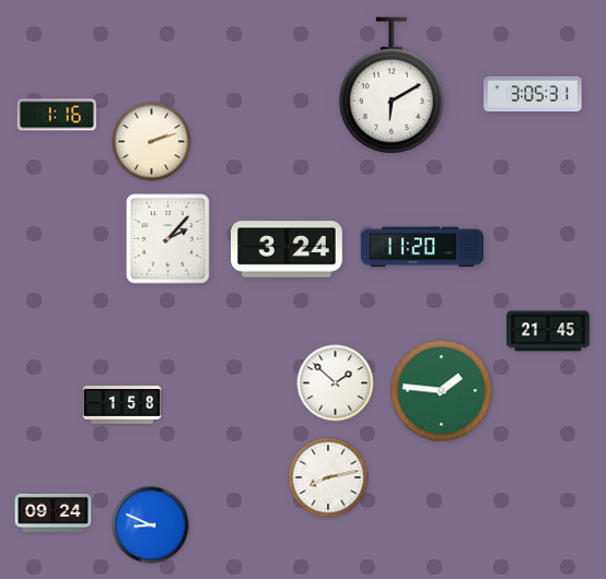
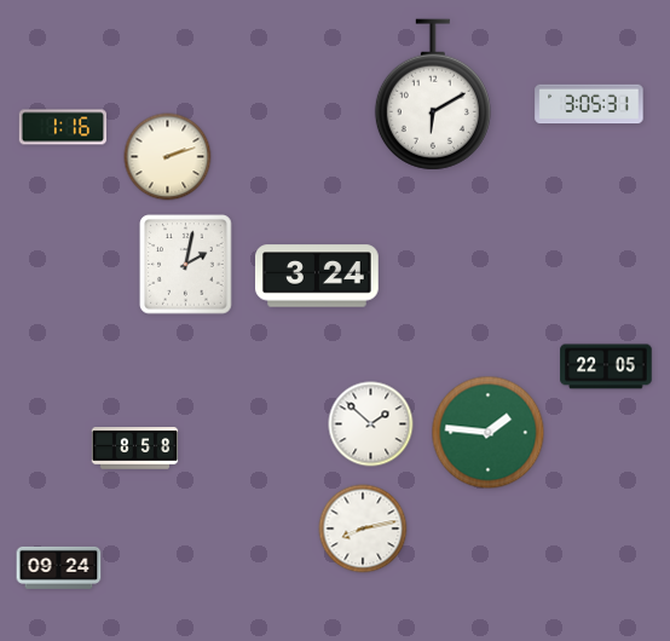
clock at (168, 239): 2:07 -> 2:02
clock at (422, 247): 11:20 -> none
clock at (548, 331): 21:45 -> 22:05
clock at (123, 405): 1:58 -> 8:58
clock at (151, 525): 8:49 -> none
